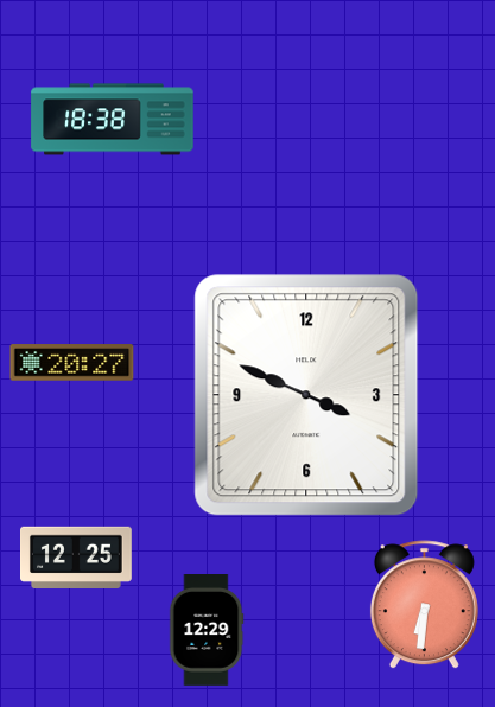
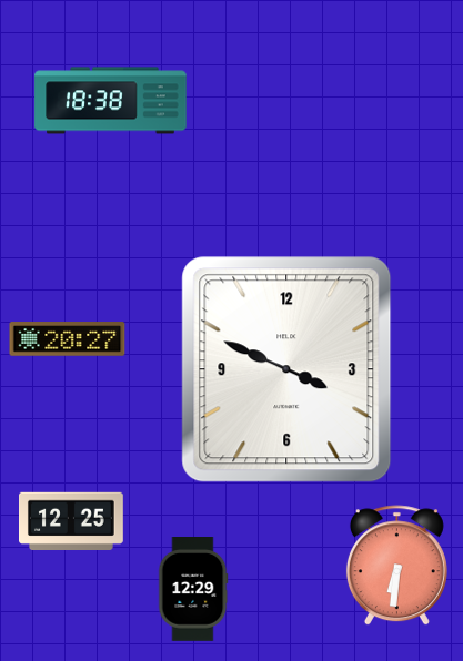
clock at (113, 120) position: (113, 120) -> (111, 101)
